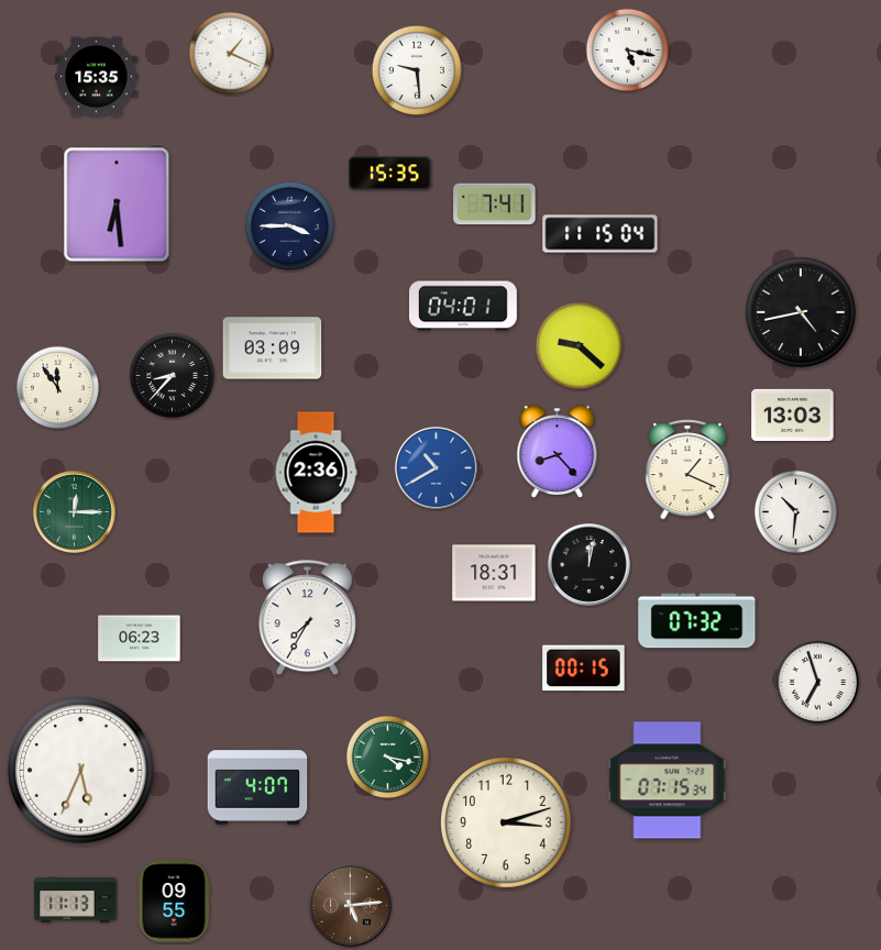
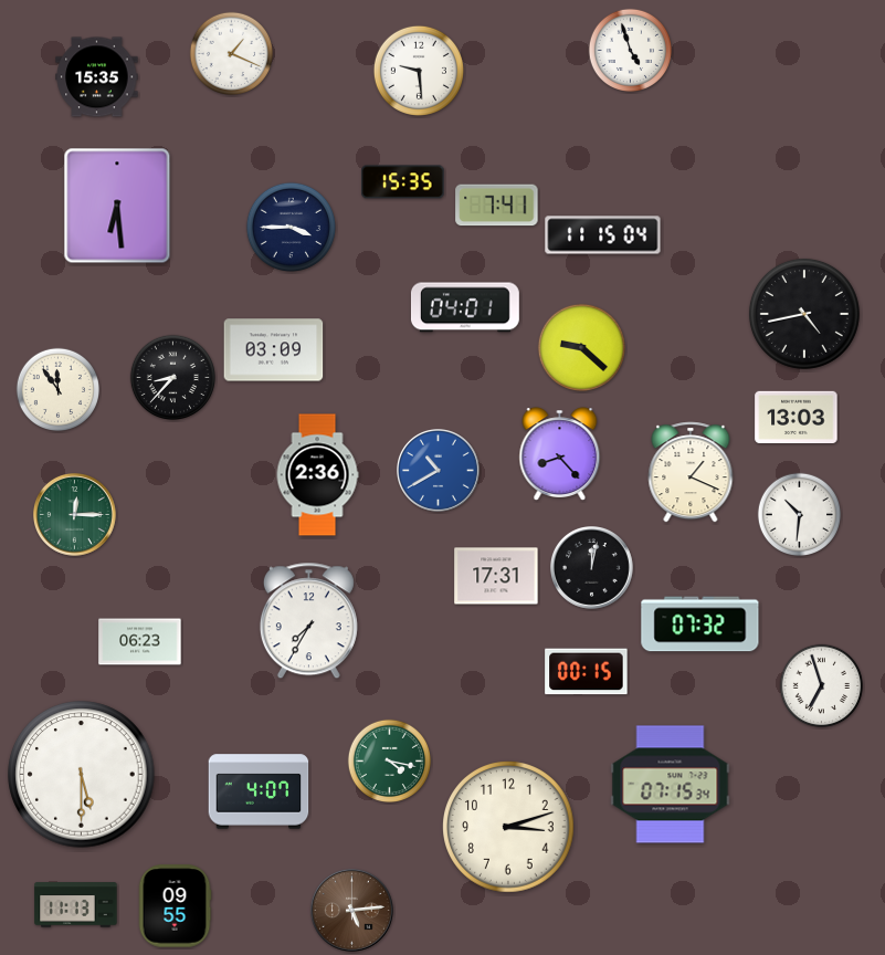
clock at (627, 49): 5:17 -> 4:57
clock at (390, 174) position: (390, 174) -> (403, 182)
clock at (494, 573): 18:31 -> 17:31
clock at (81, 771): 5:34 -> 5:30
